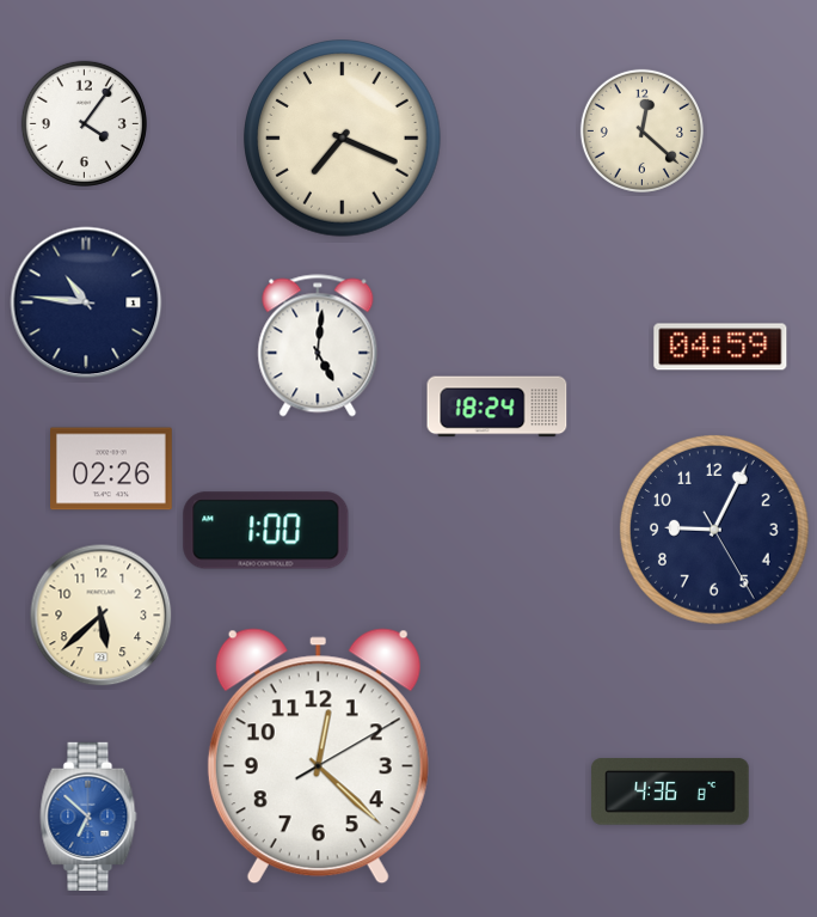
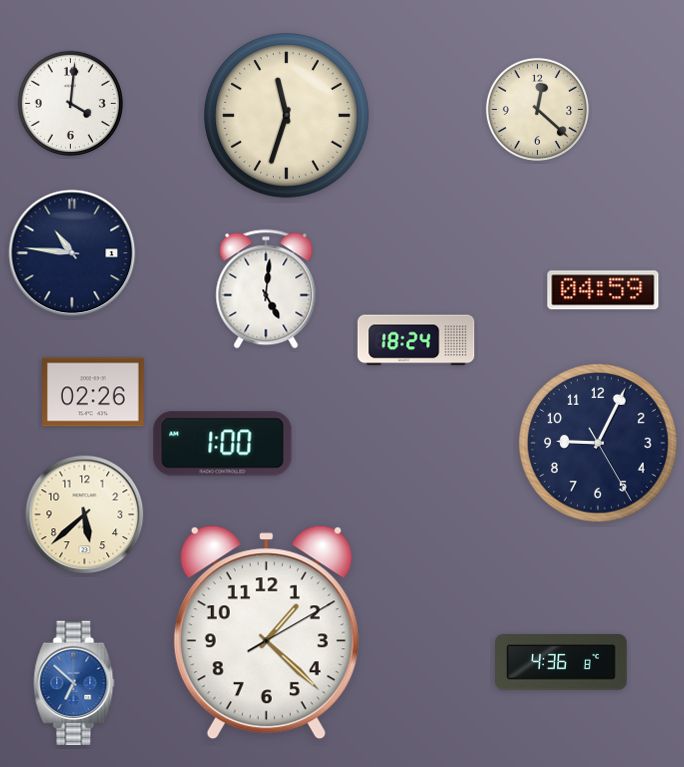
clock at (84, 123): 4:06 -> 4:01
clock at (343, 139): 7:19 -> 11:33
clock at (318, 757): 12:22 -> 1:22
